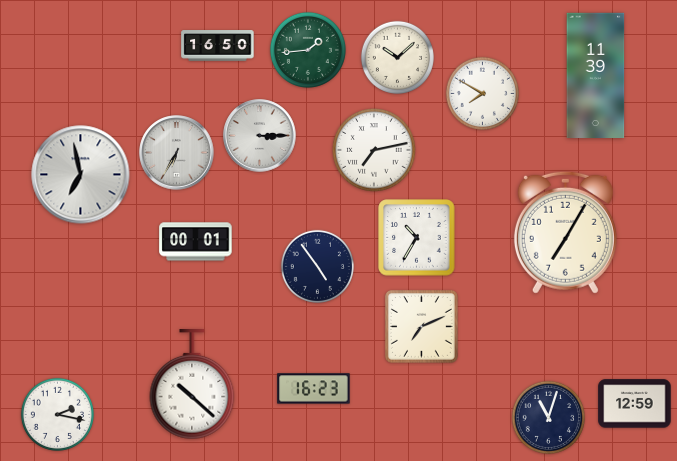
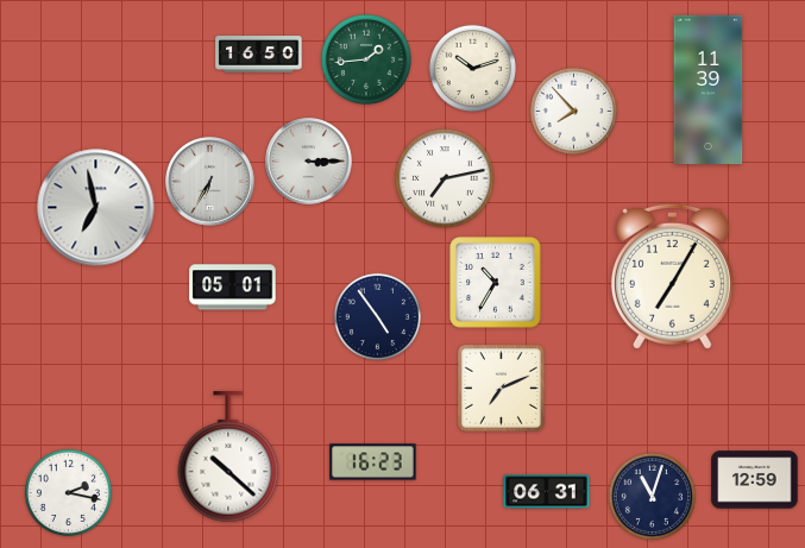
clock at (397, 57): 10:08 -> 10:12
clock at (482, 93): 7:50 -> 7:53
clock at (196, 242): 00:01 -> 05:01
clock at (547, 492): none -> 06:31
